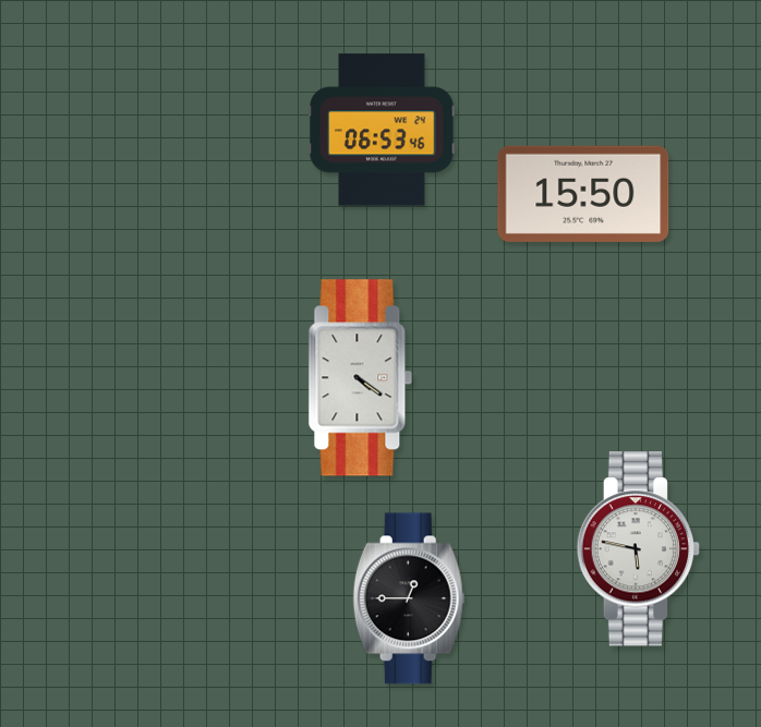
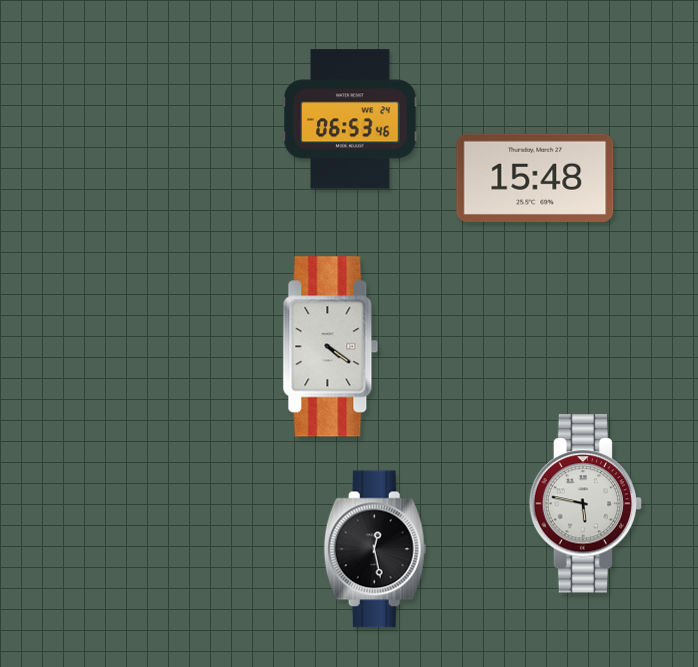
clock at (583, 194): 15:50 -> 15:48
clock at (409, 598): 12:45 -> 12:28
